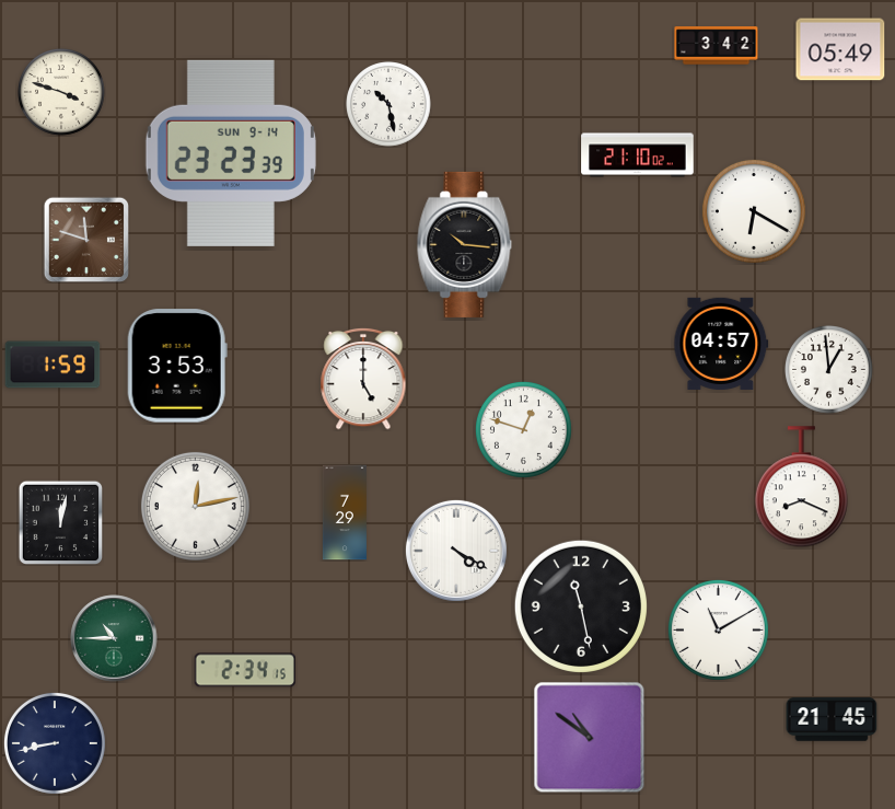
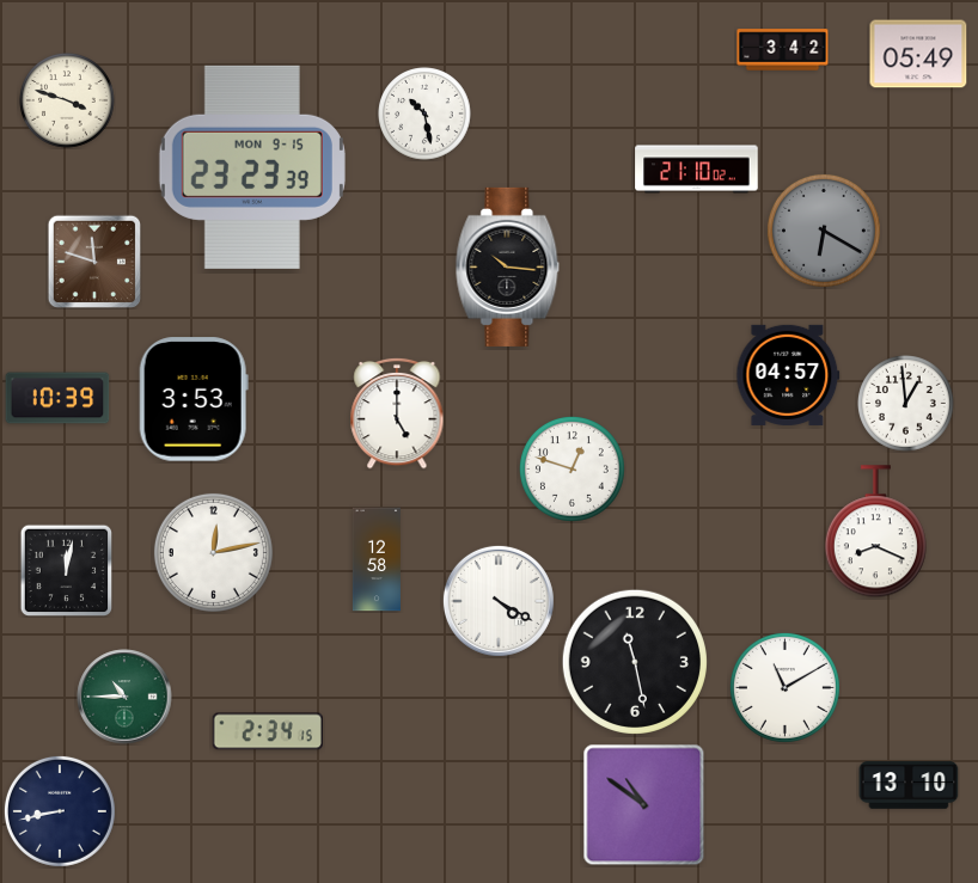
clock at (231, 153) date: SUN 9-14 -> MON 9-15
clock at (754, 211) dial: white -> grey
clock at (53, 365): 1:59 -> 10:39
clock at (345, 512): 7:29 -> 12:58
clock at (832, 719): 21:45 -> 13:10
